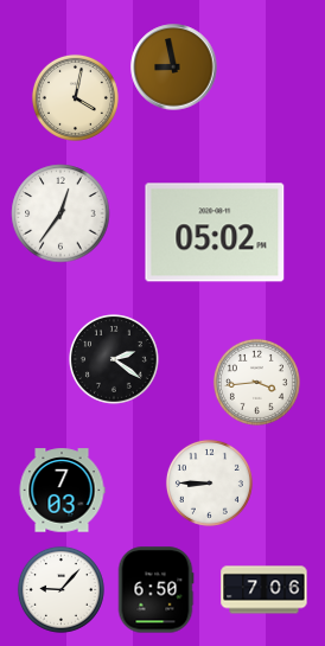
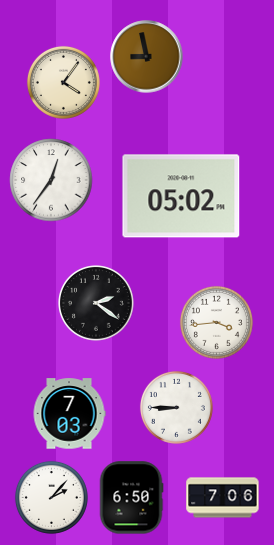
clock at (75, 97): 4:02 -> 4:06
clock at (62, 491) position: (62, 491) -> (69, 414)
clock at (60, 589): 9:07 -> 2:07
